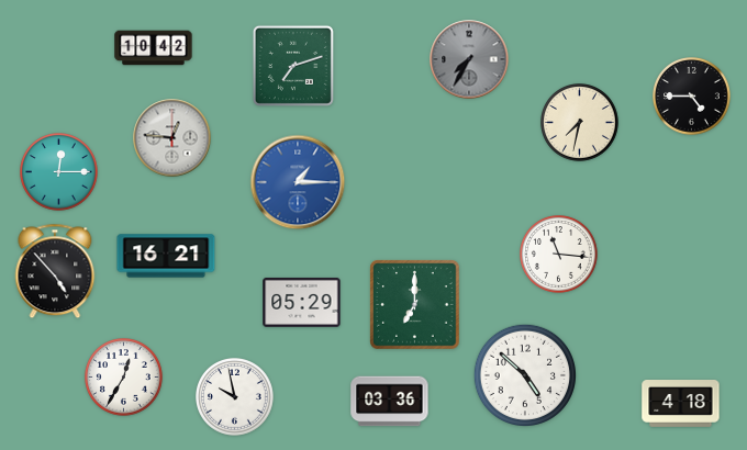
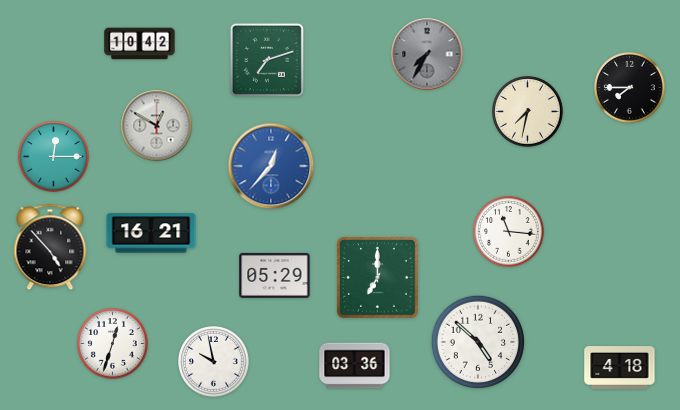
clock at (692, 97): 4:45 -> 7:45
clock at (172, 138): 12:46 -> 12:50
clock at (298, 182): 1:15 -> 12:37
clock at (124, 378): 12:35 -> 12:33
